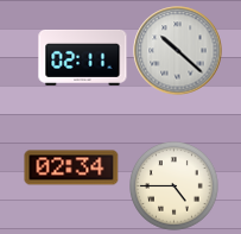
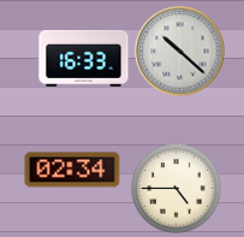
clock at (83, 57): 02:11 -> 16:33
